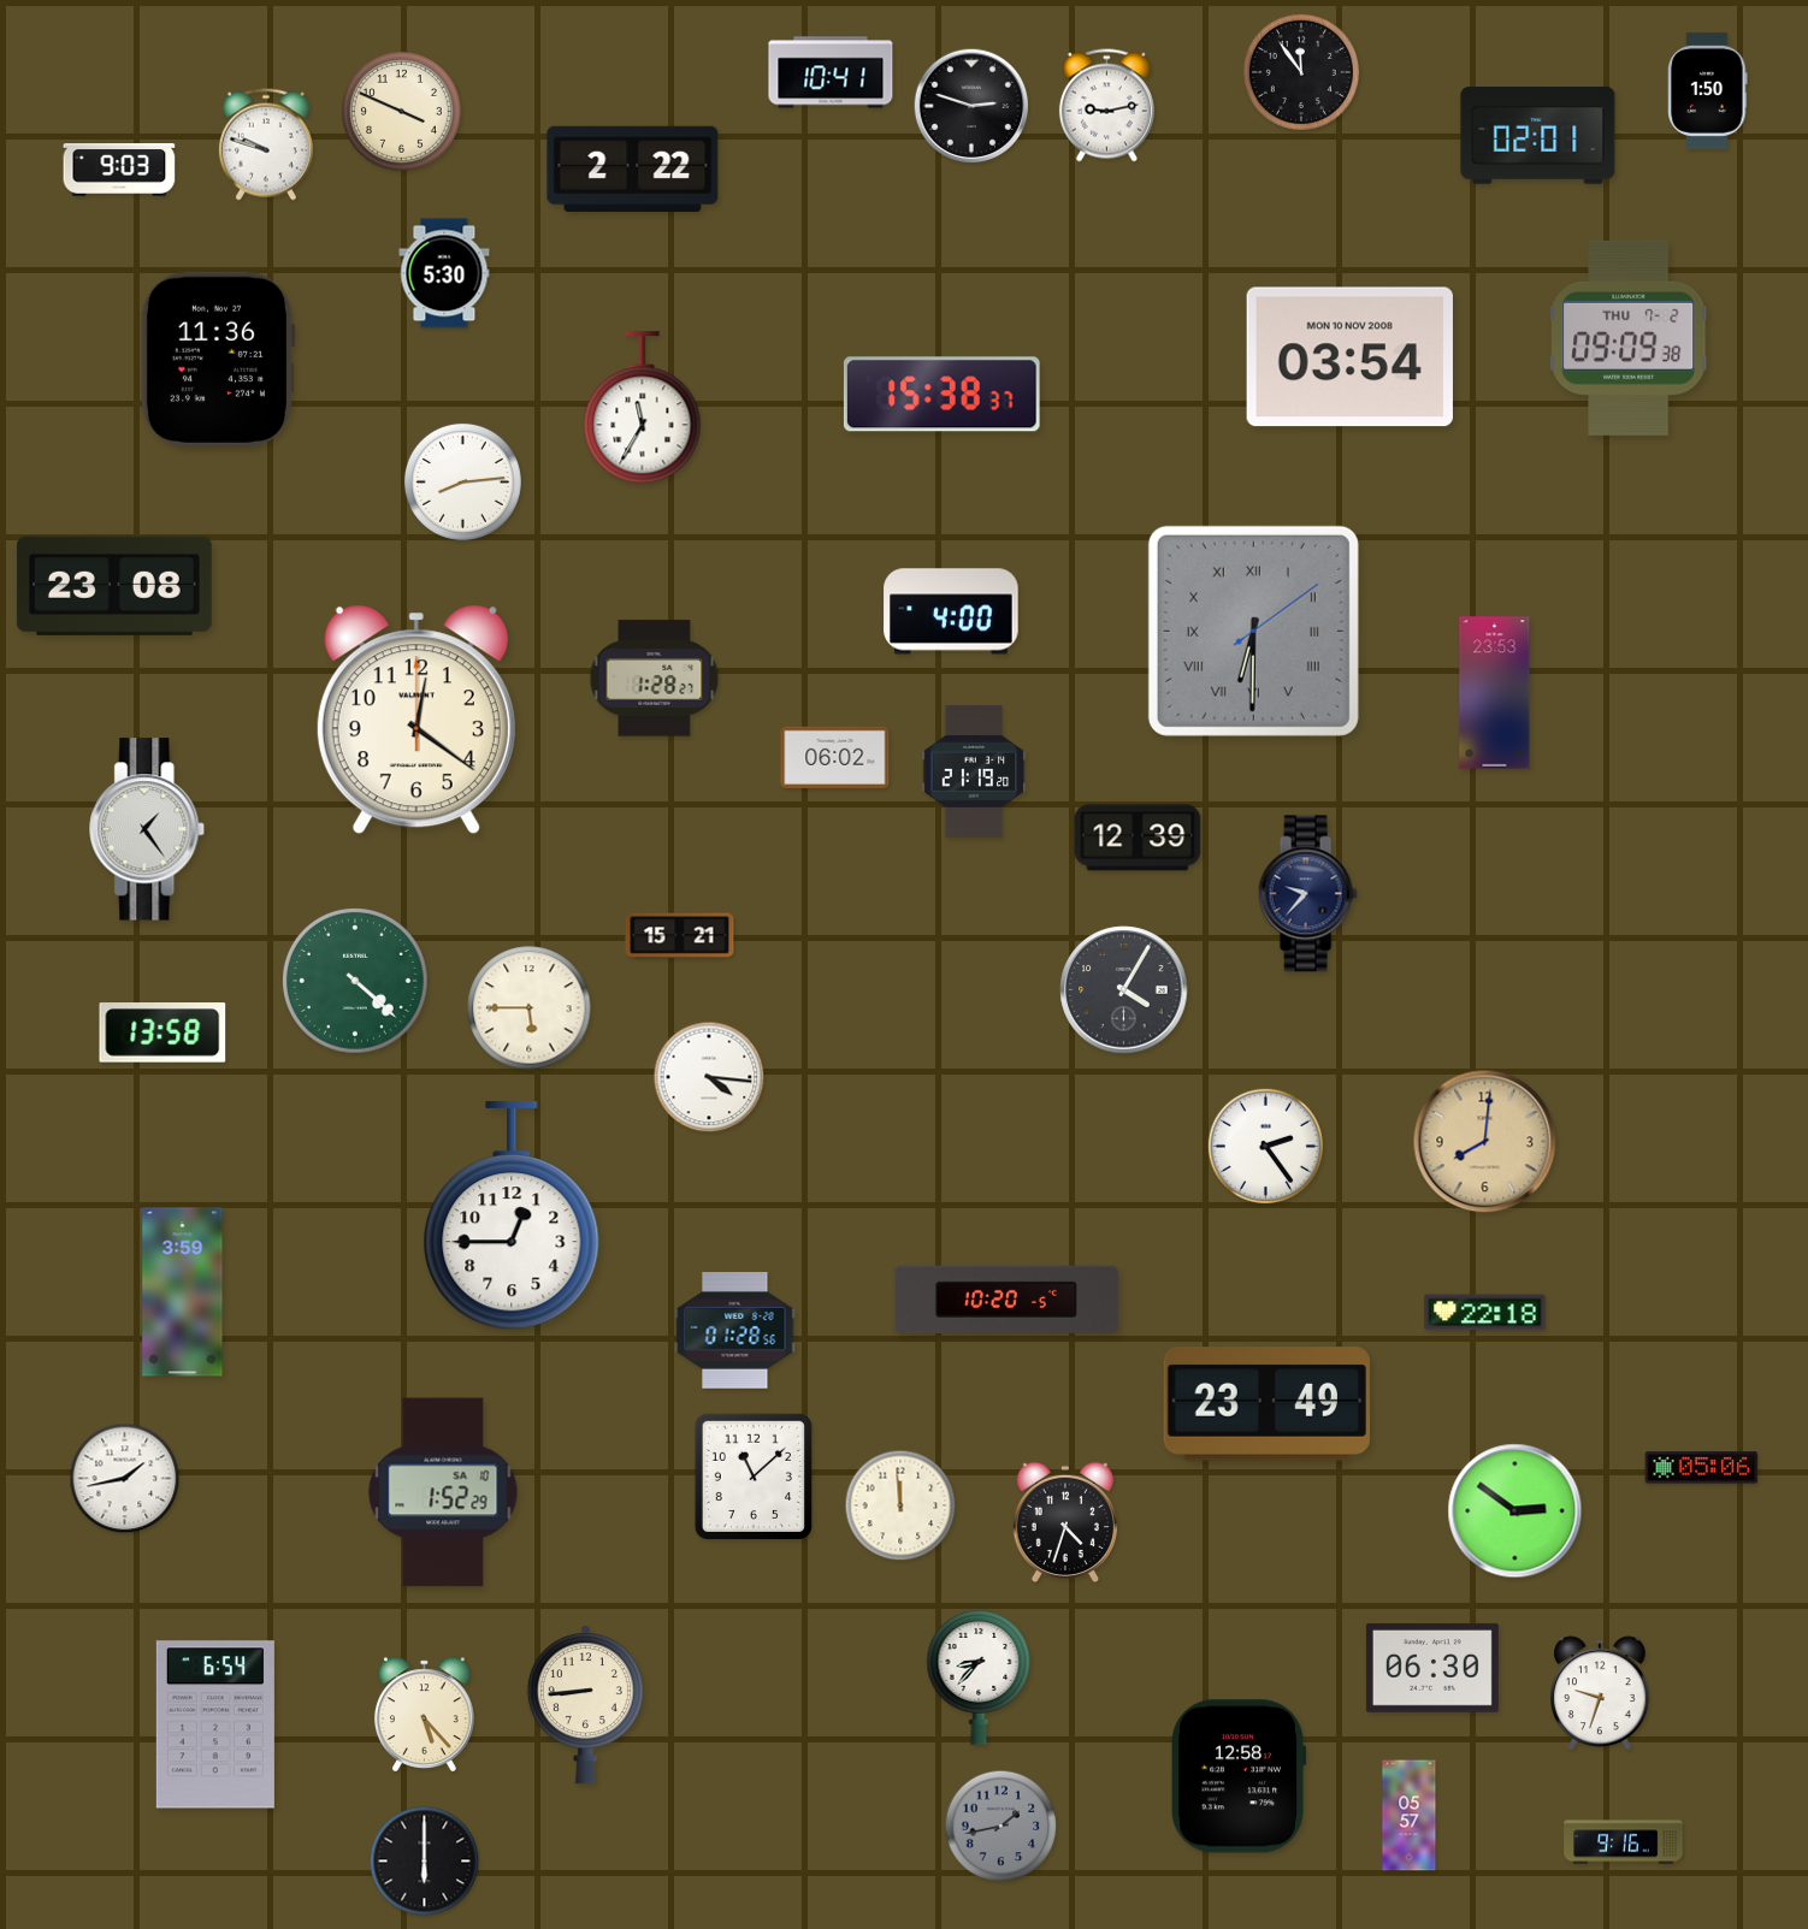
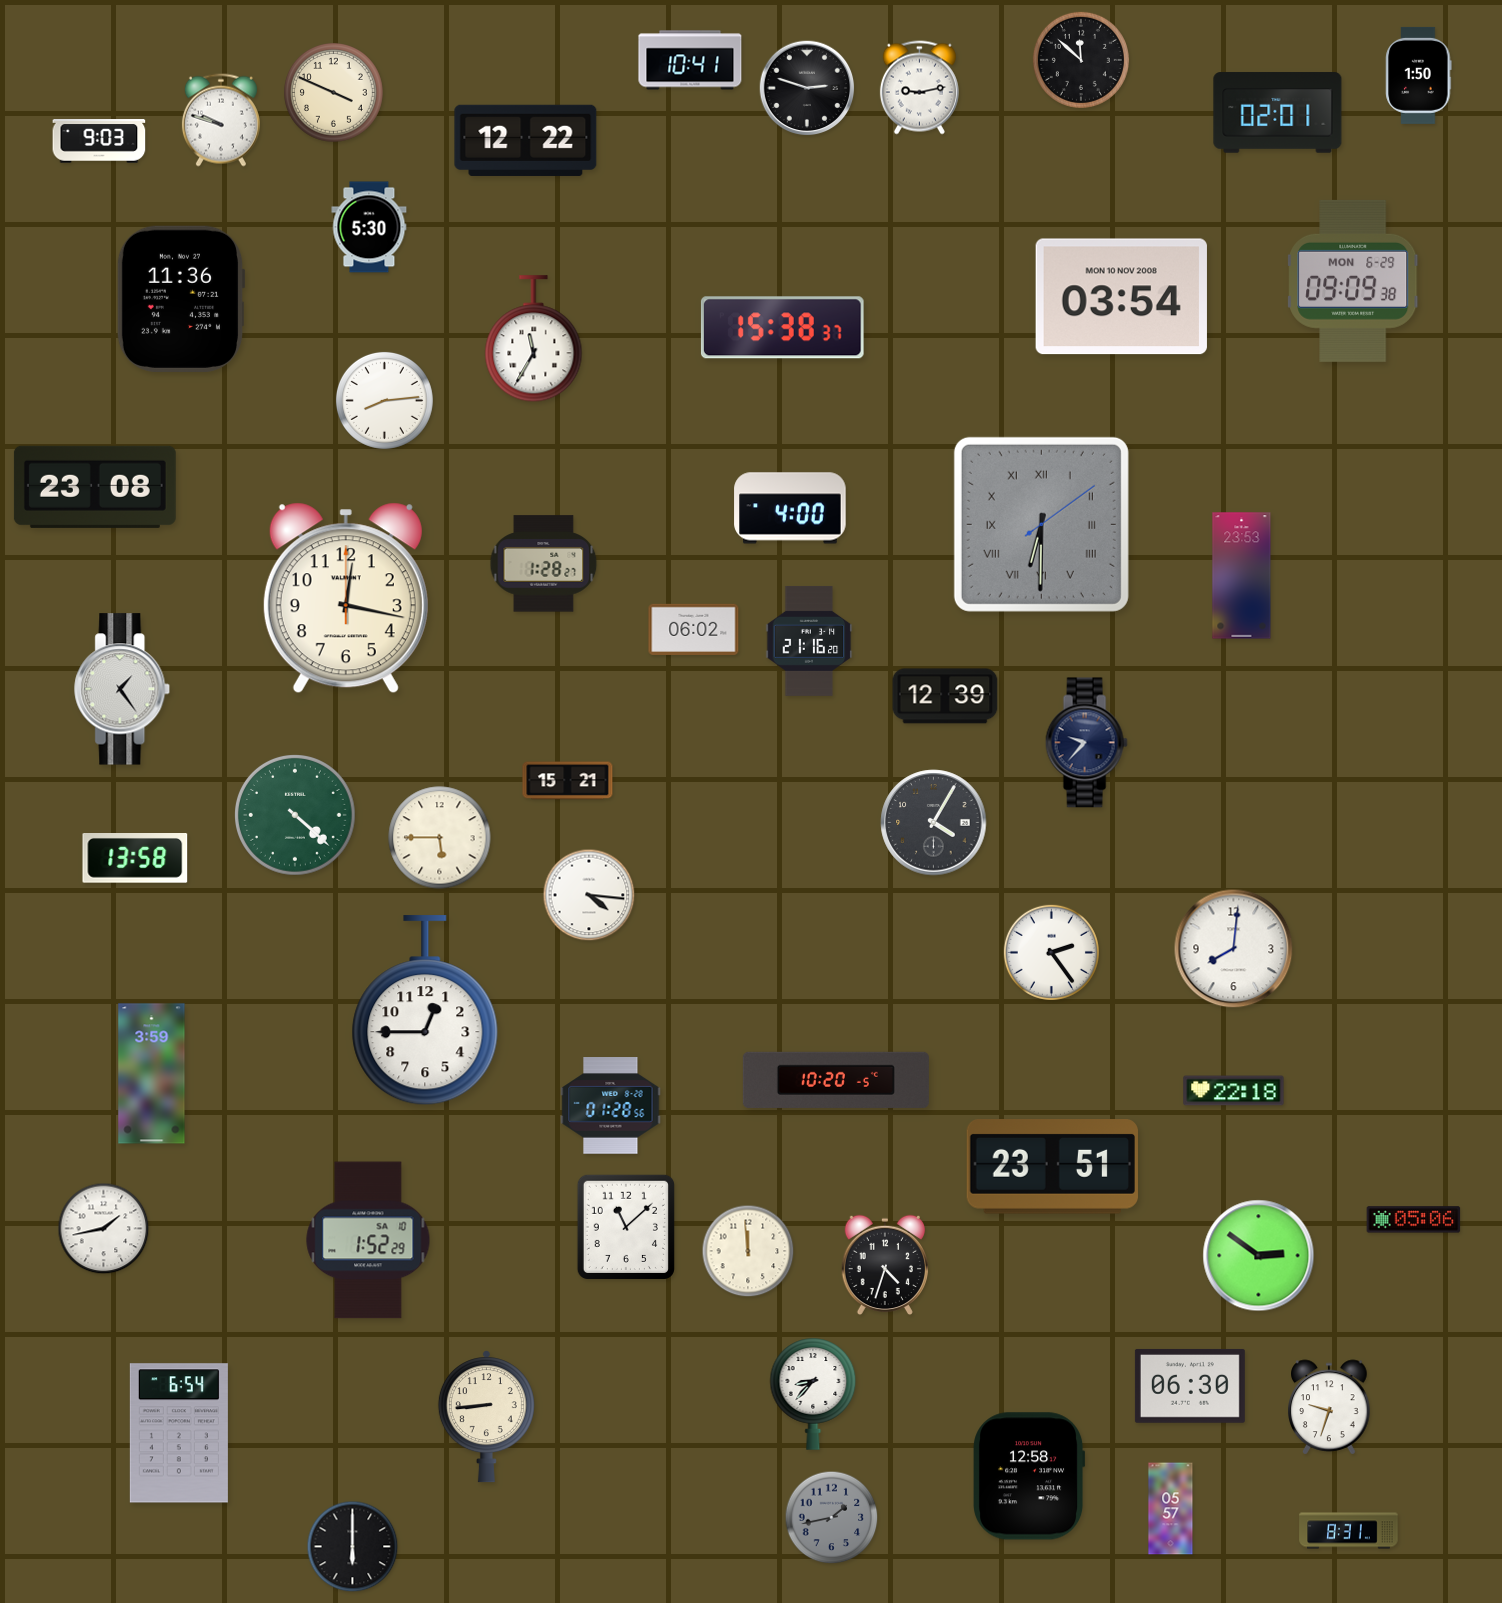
clock at (1301, 72): 11:54 -> 11:52
clock at (633, 168): 2:22 -> 12:22
clock at (1630, 338) date: THU 7-2 -> MON 6-29
clock at (416, 720): 12:21 -> 12:17
clock at (974, 771): 21:19 -> 21:16
clock at (680, 936) position: (680, 936) -> (568, 781)
clock at (1485, 1142) dial: champagne -> white
clock at (1266, 1404): 23:49 -> 23:51
clock at (425, 1715): 5:23 -> none
clock at (1624, 1842): 9:16 -> 8:31
